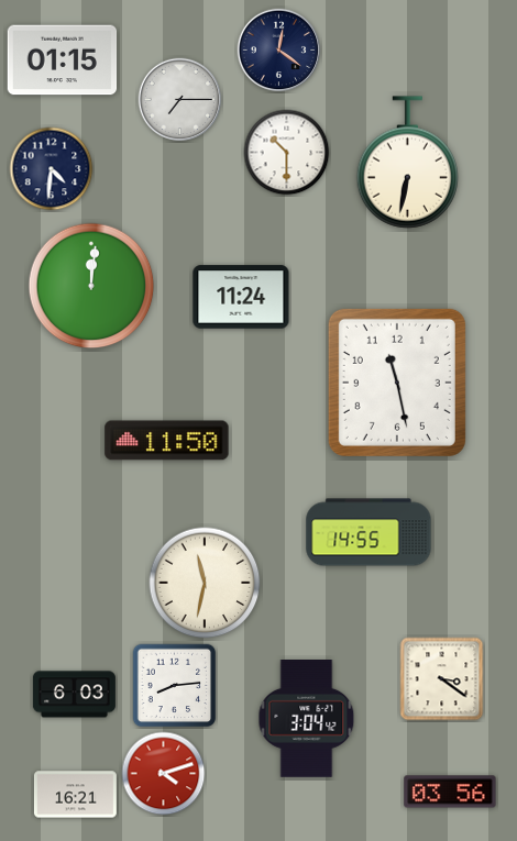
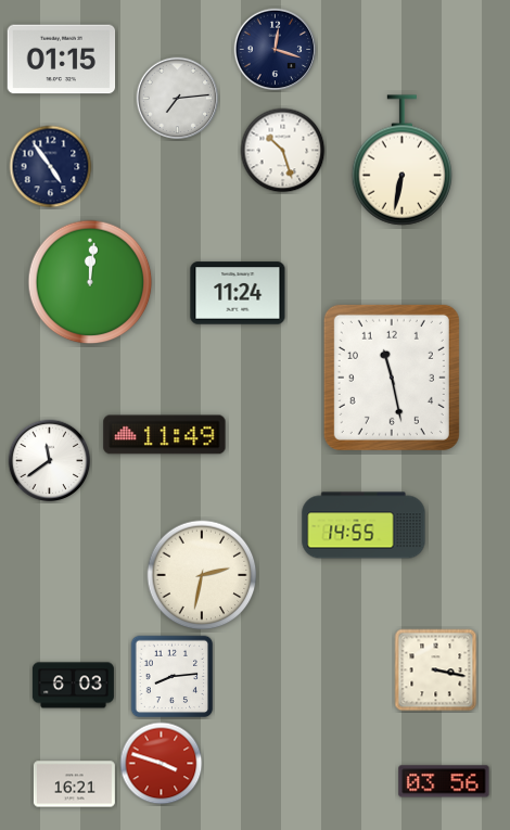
clock at (279, 51): 12:21 -> 12:18
clock at (180, 100): 7:15 -> 7:14
clock at (287, 153): 10:30 -> 10:27
clock at (52, 169): 4:31 -> 4:54
clock at (167, 441): 11:50 -> 11:49
clock at (50, 461): none -> 11:39
clock at (205, 583): 11:32 -> 2:32
clock at (442, 679): 3:21 -> 3:17
clock at (307, 719): 3:04 -> none
clock at (164, 774): 4:12 -> 3:48
